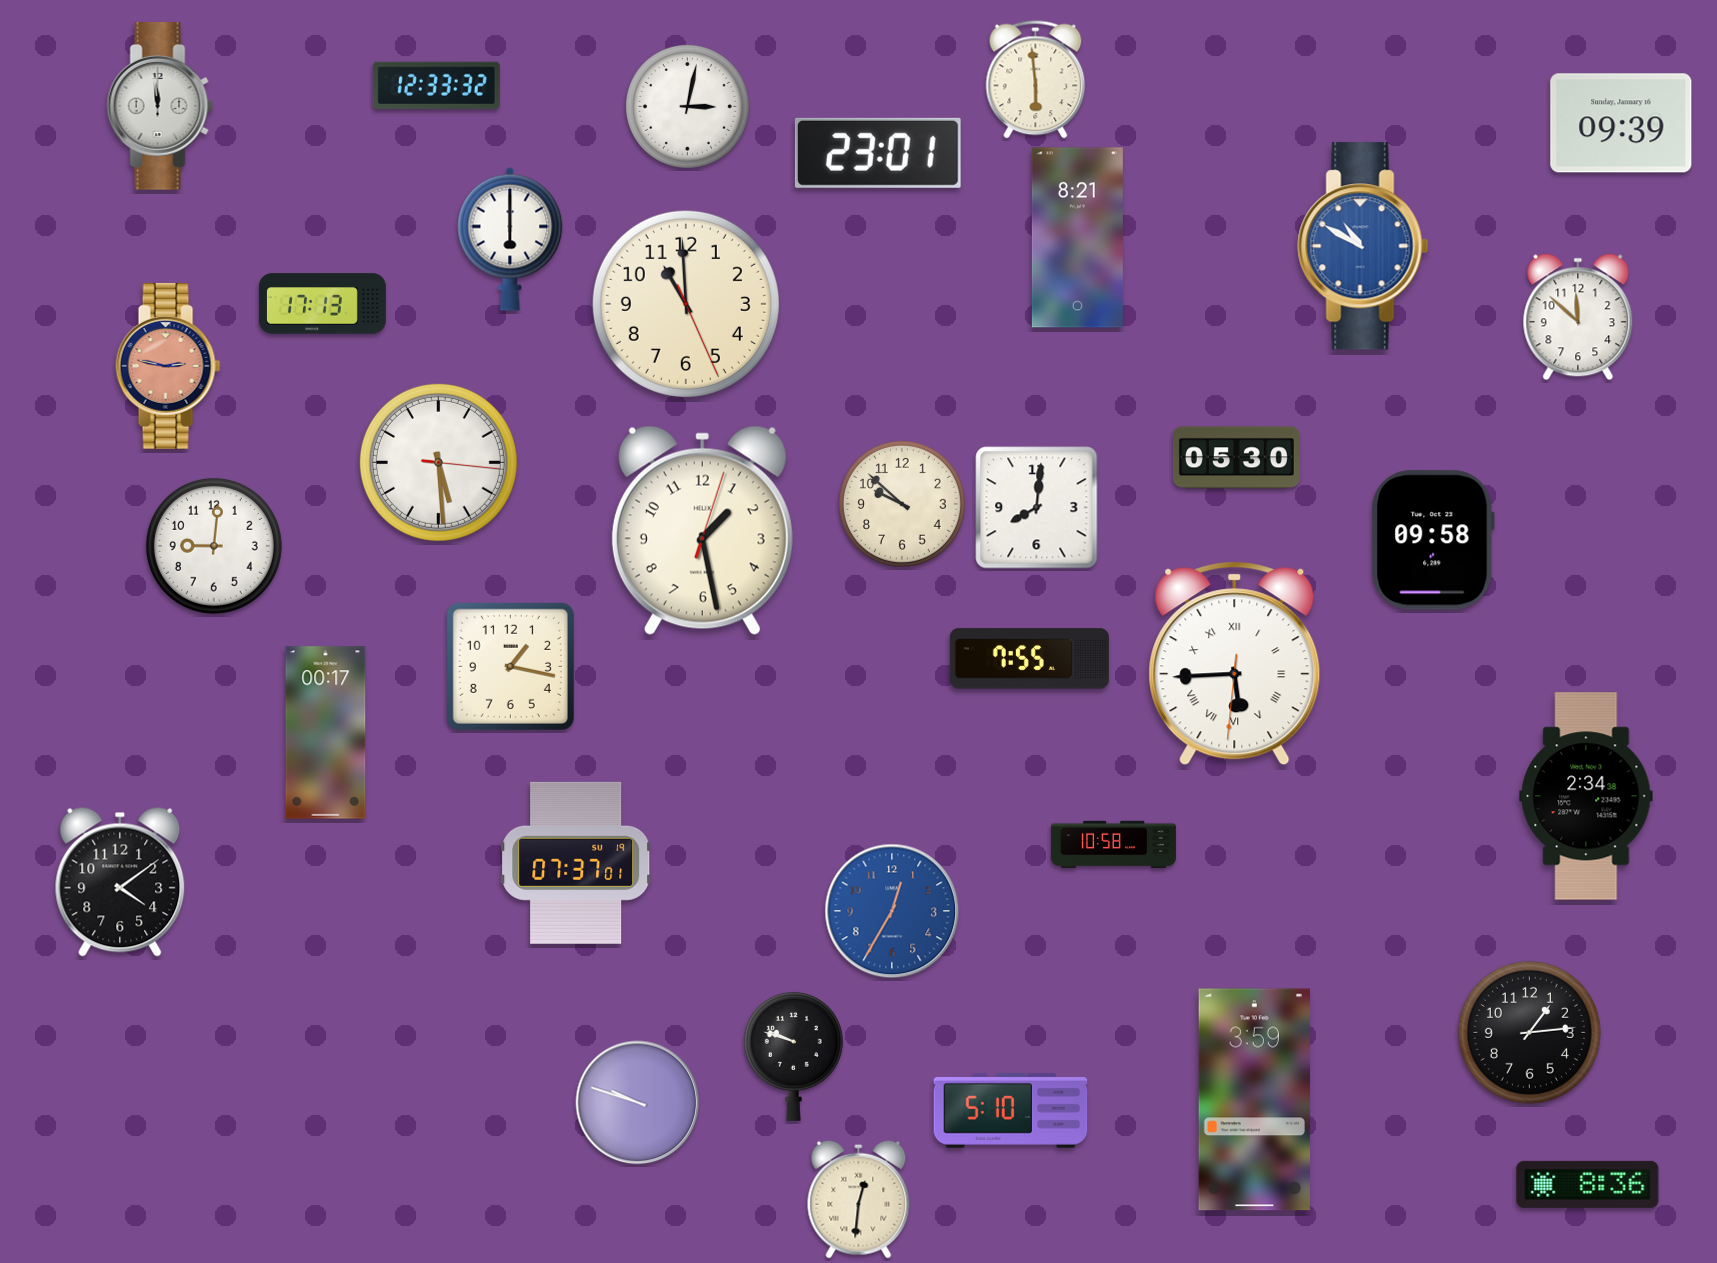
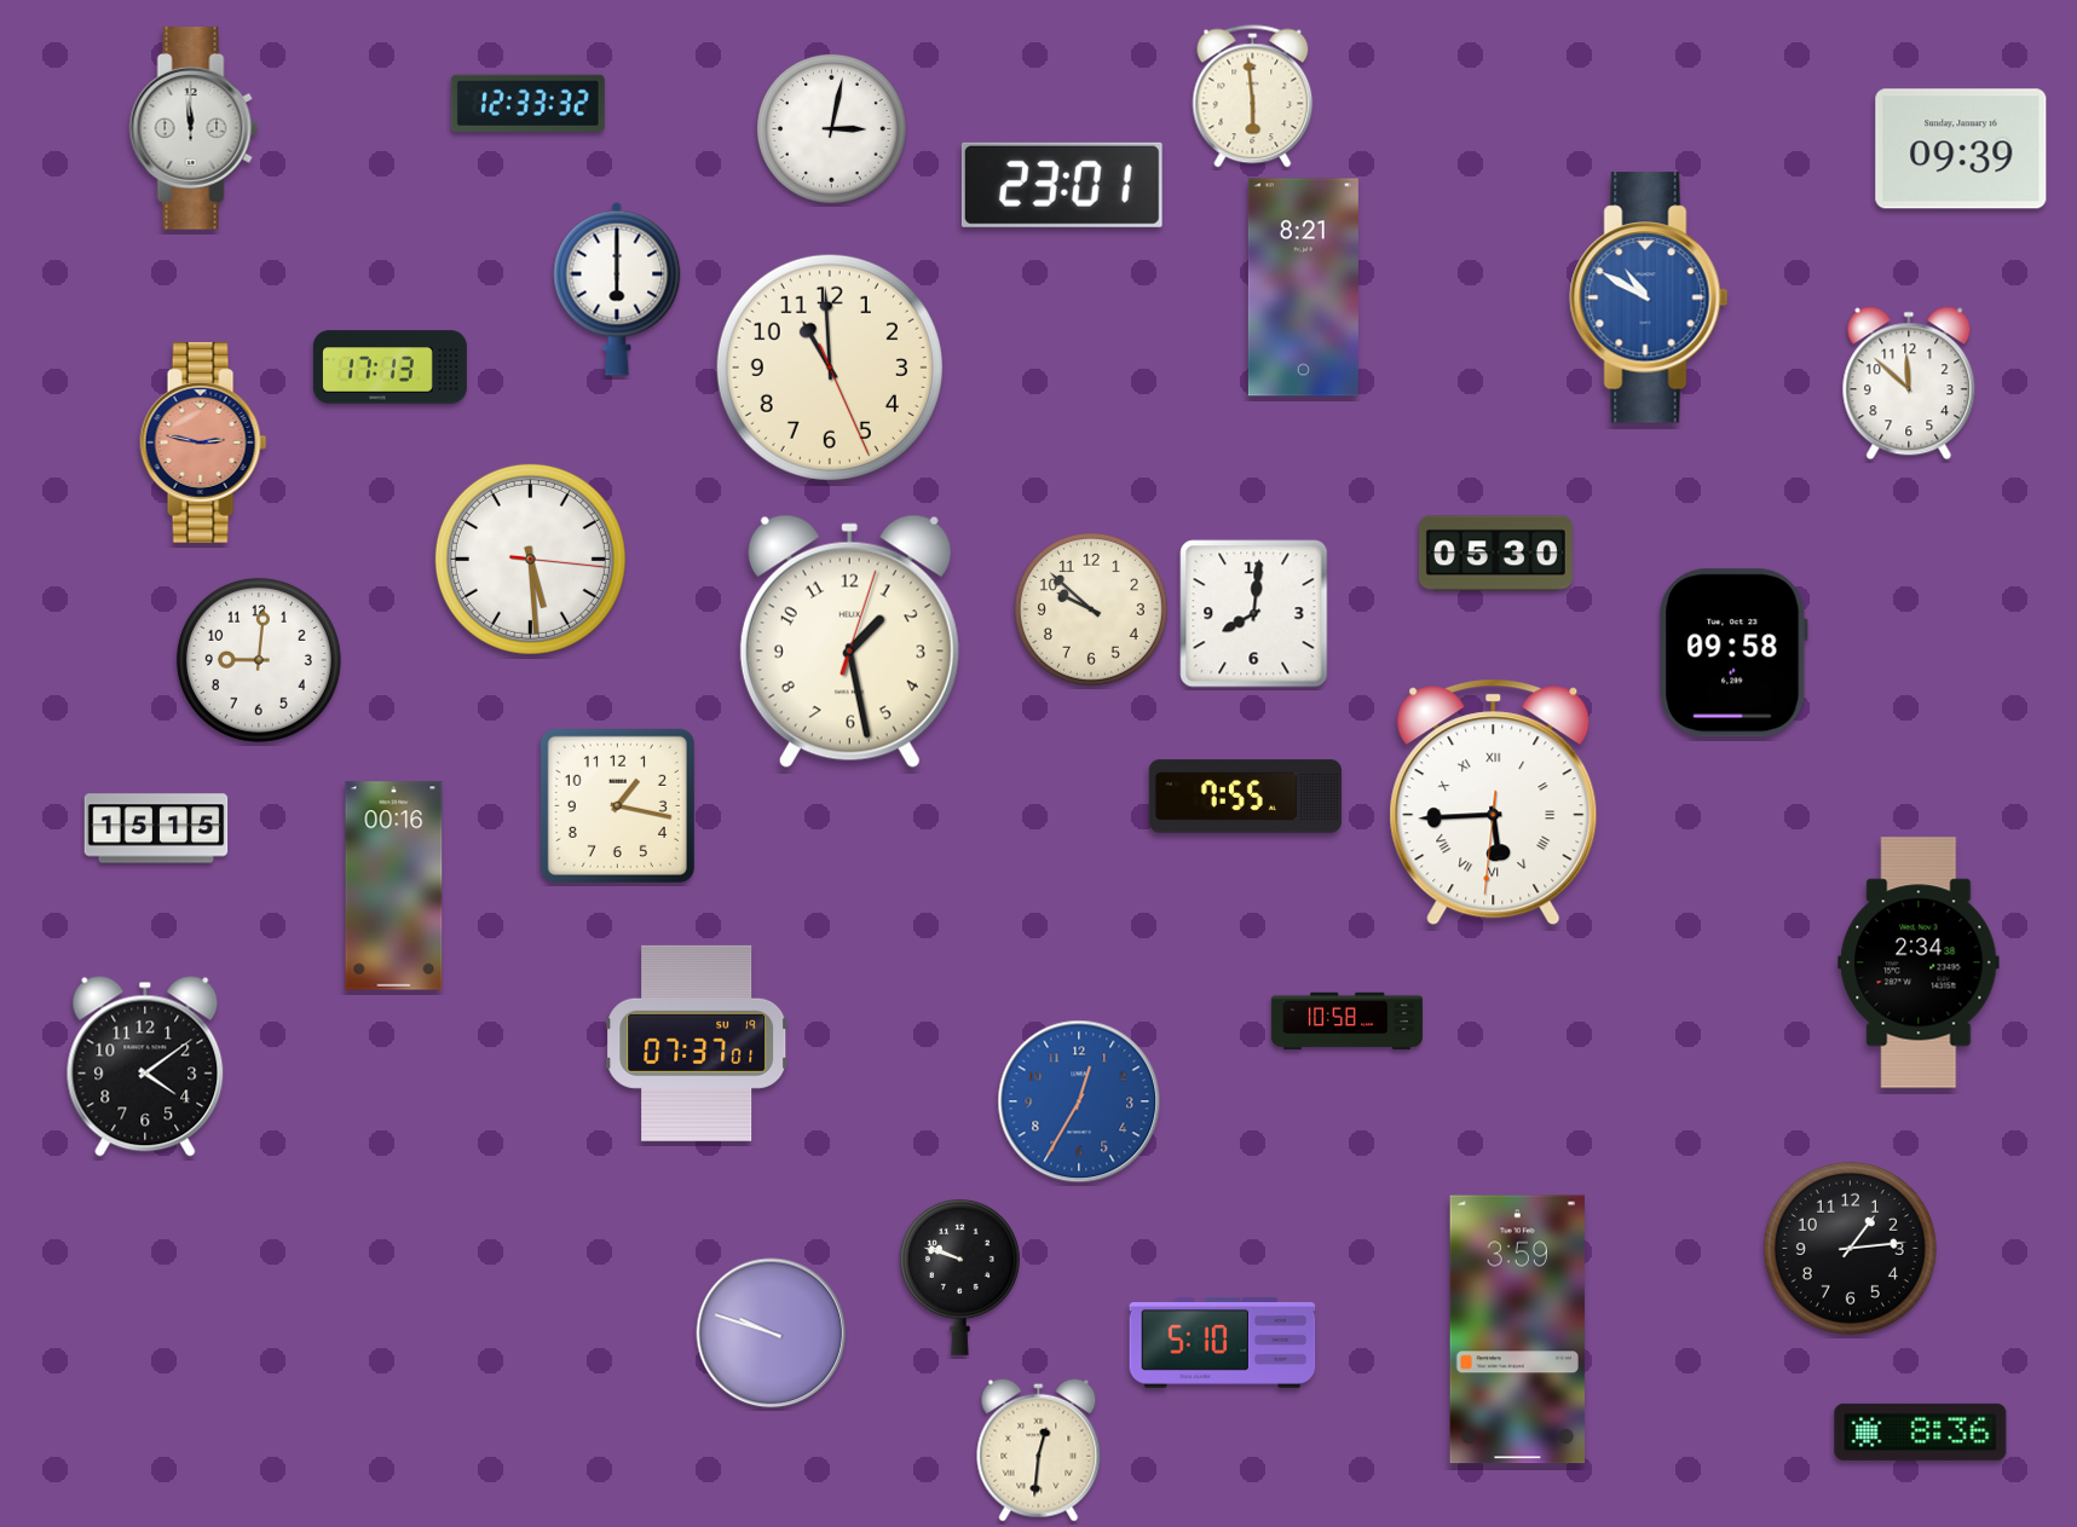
clock at (156, 828): none -> 15:15
clock at (326, 733): 00:17 -> 00:16
